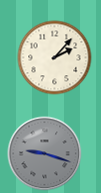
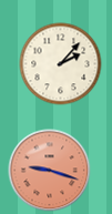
clock at (45, 154) dial: grey -> salmon
